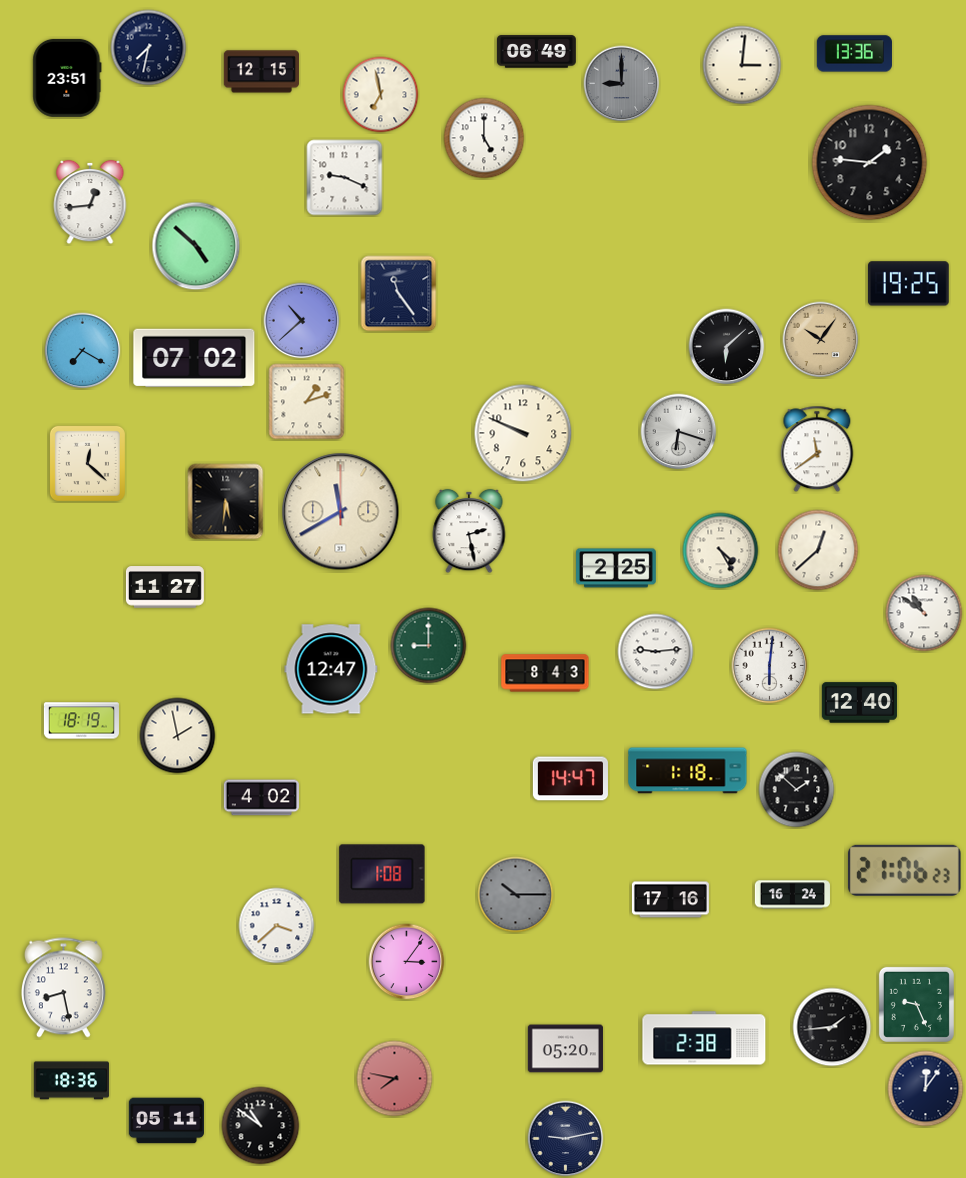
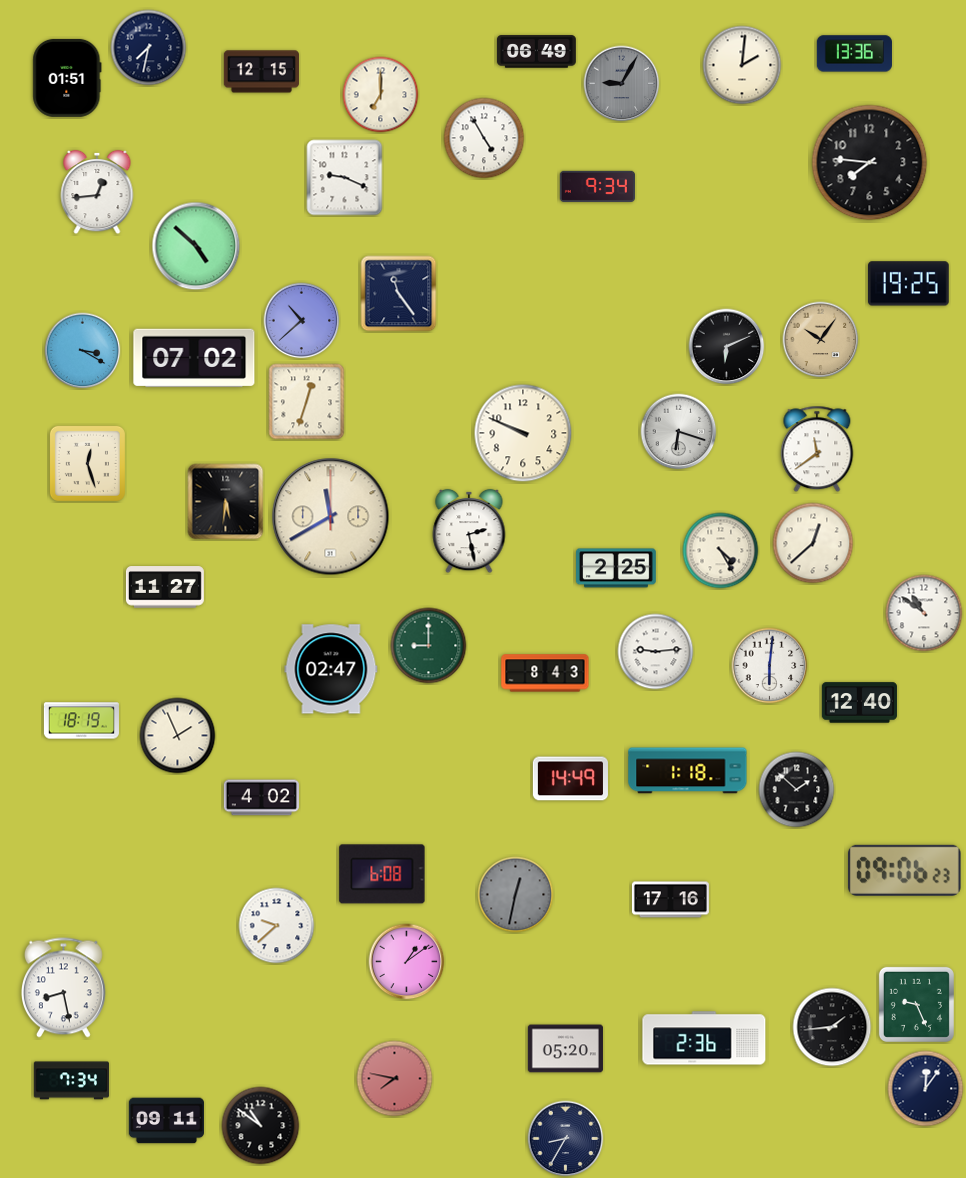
clock at (742, 65): 3:01 -> 2:01
clock at (67, 78): 23:51 -> 01:51
clock at (622, 84): 9:00 -> 9:05
clock at (381, 95): 6:58 -> 7:00
clock at (484, 138): 5:00 -> 4:55
clock at (870, 163): 1:46 -> 7:46
clock at (597, 186): none -> 9:34
clock at (90, 202) position: (90, 202) -> (97, 192)
clock at (727, 347): 6:08 -> 6:11
clock at (83, 351): 7:20 -> 3:20
clock at (307, 402): 1:12 -> 12:33
clock at (87, 463): 12:22 -> 12:27
clock at (341, 512) position: (341, 512) -> (331, 517)
clock at (818, 550) position: (818, 550) -> (813, 543)
clock at (331, 669): 12:47 -> 02:47
clock at (178, 736): 1:58 -> 1:56
clock at (570, 779): 14:47 -> 14:49
clock at (904, 870): 21:06 -> 09:06
clock at (382, 874): 1:08 -> 6:08
clock at (516, 895): 10:15 -> 12:32
clock at (792, 895): 16:24 -> none
clock at (277, 926): 3:38 -> 9:38
clock at (407, 962): 3:06 -> 1:09
clock at (704, 1038): 2:38 -> 2:36
clock at (71, 1081): 18:36 -> 7:34
clock at (166, 1121): 05:11 -> 09:11
clock at (566, 1139): 9:13 -> 8:35
